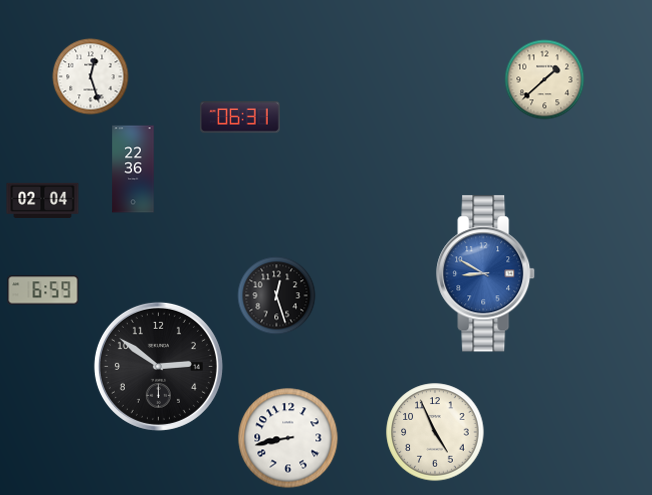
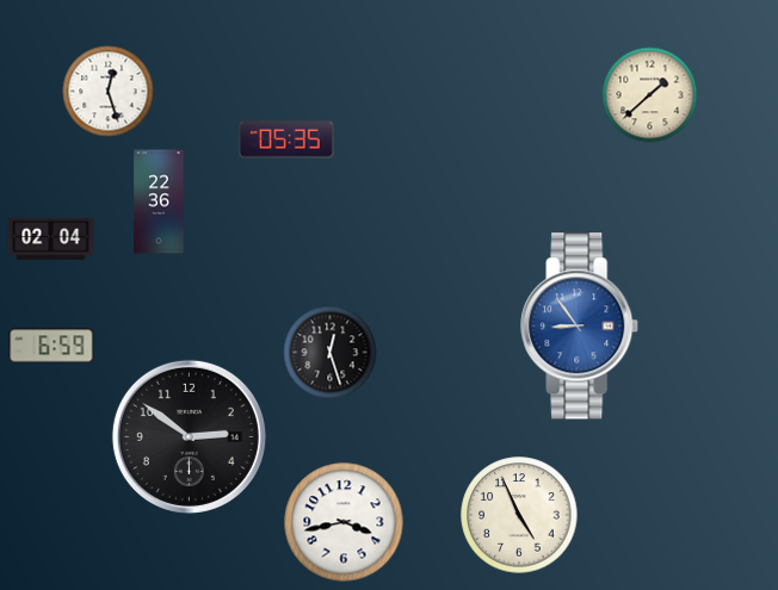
clock at (240, 117): 06:31 -> 05:35
clock at (486, 274): 8:50 -> 8:54
clock at (288, 438): 8:43 -> 3:43
